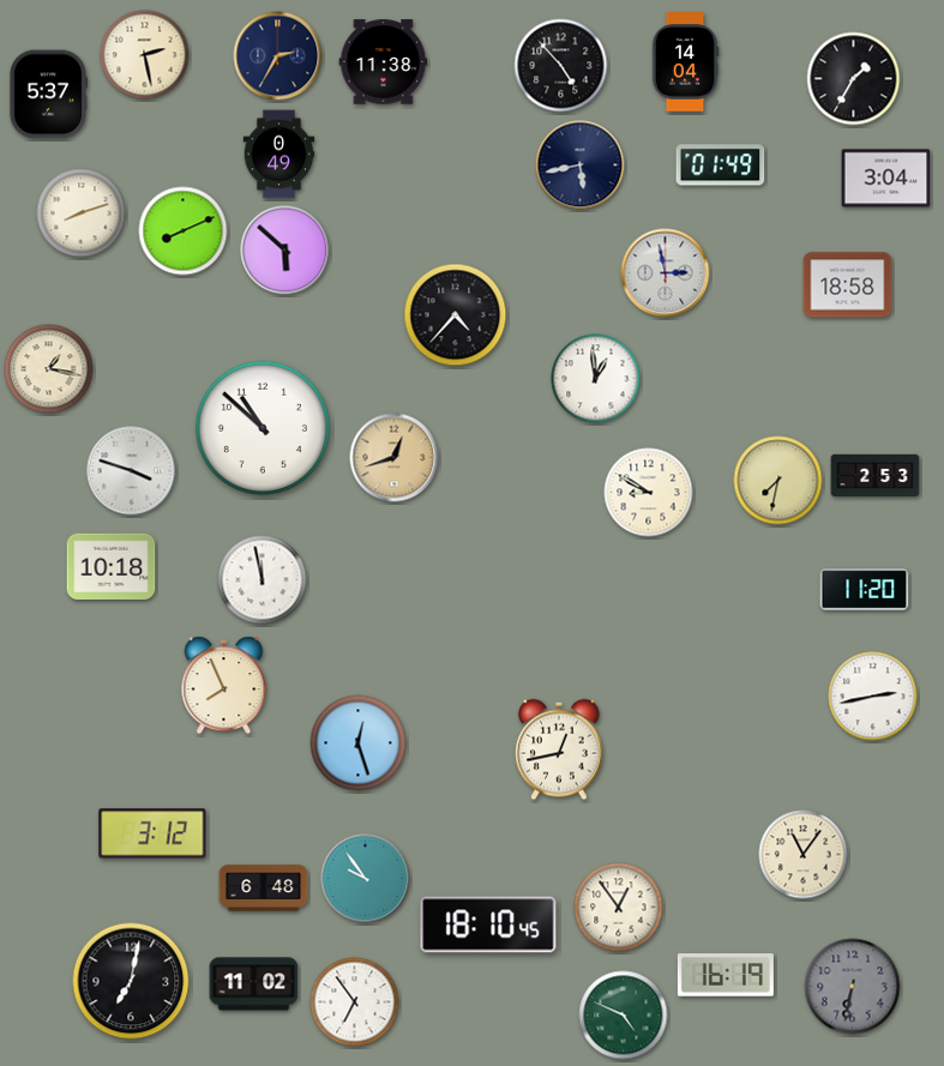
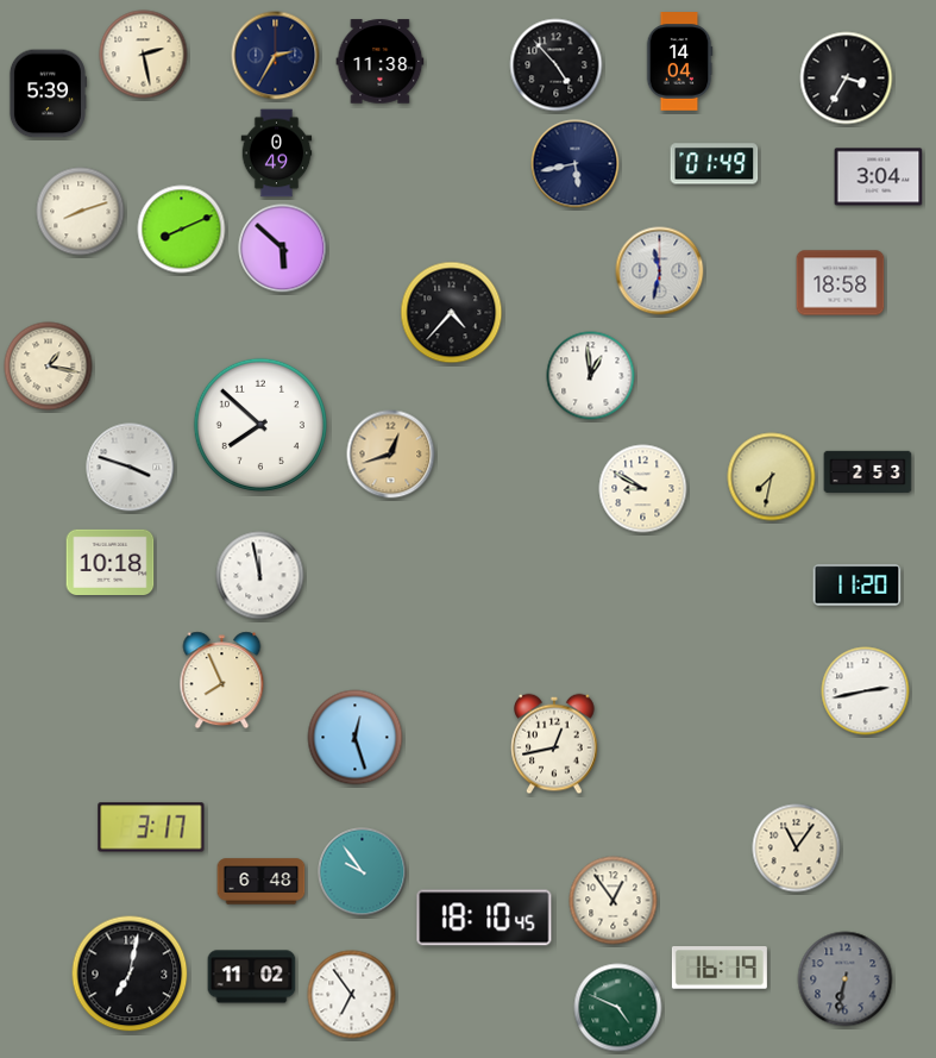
clock at (854, 79): 1:35 -> 3:35
clock at (48, 95): 5:37 -> 5:39
clock at (666, 273): 2:58 -> 11:32
clock at (263, 428): 10:52 -> 7:52
clock at (152, 833): 3:12 -> 3:17
